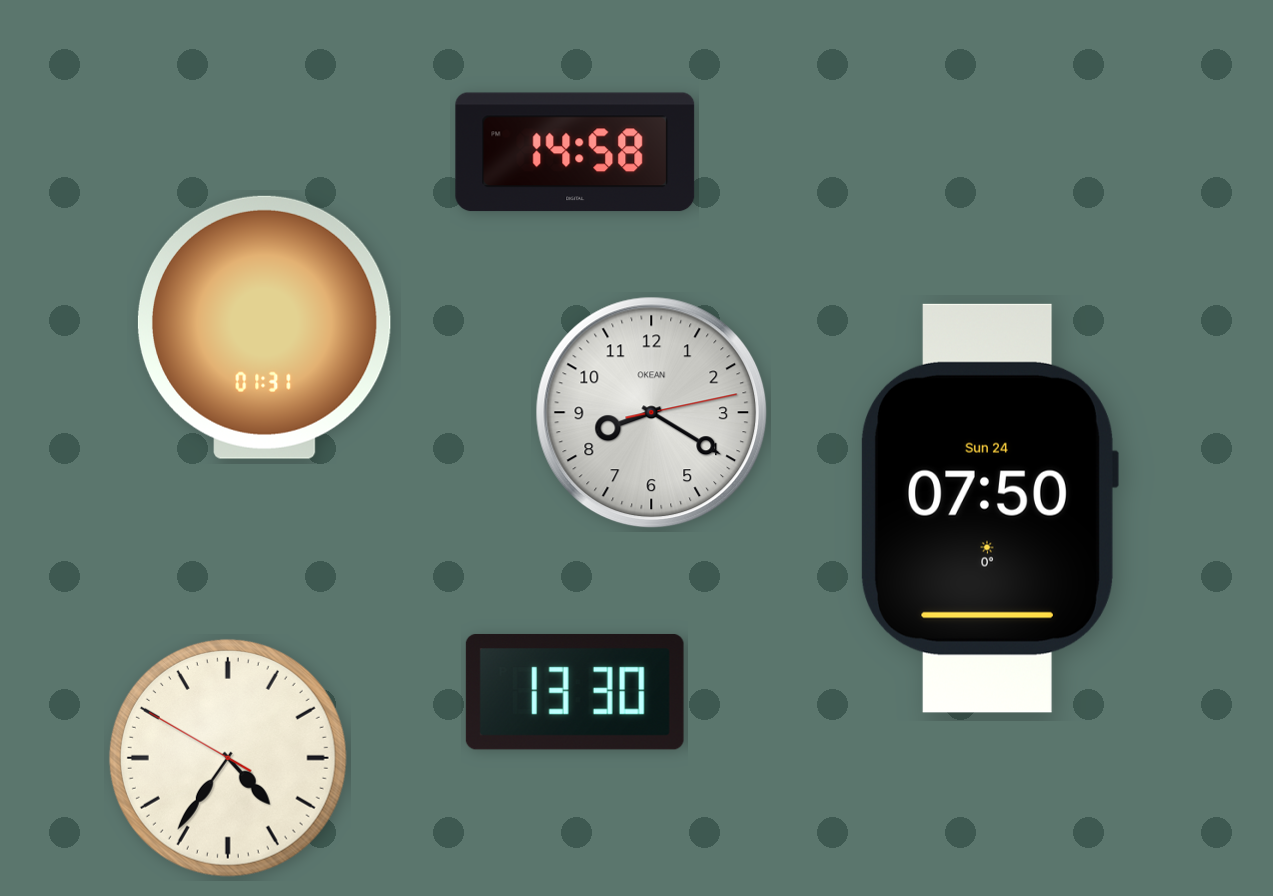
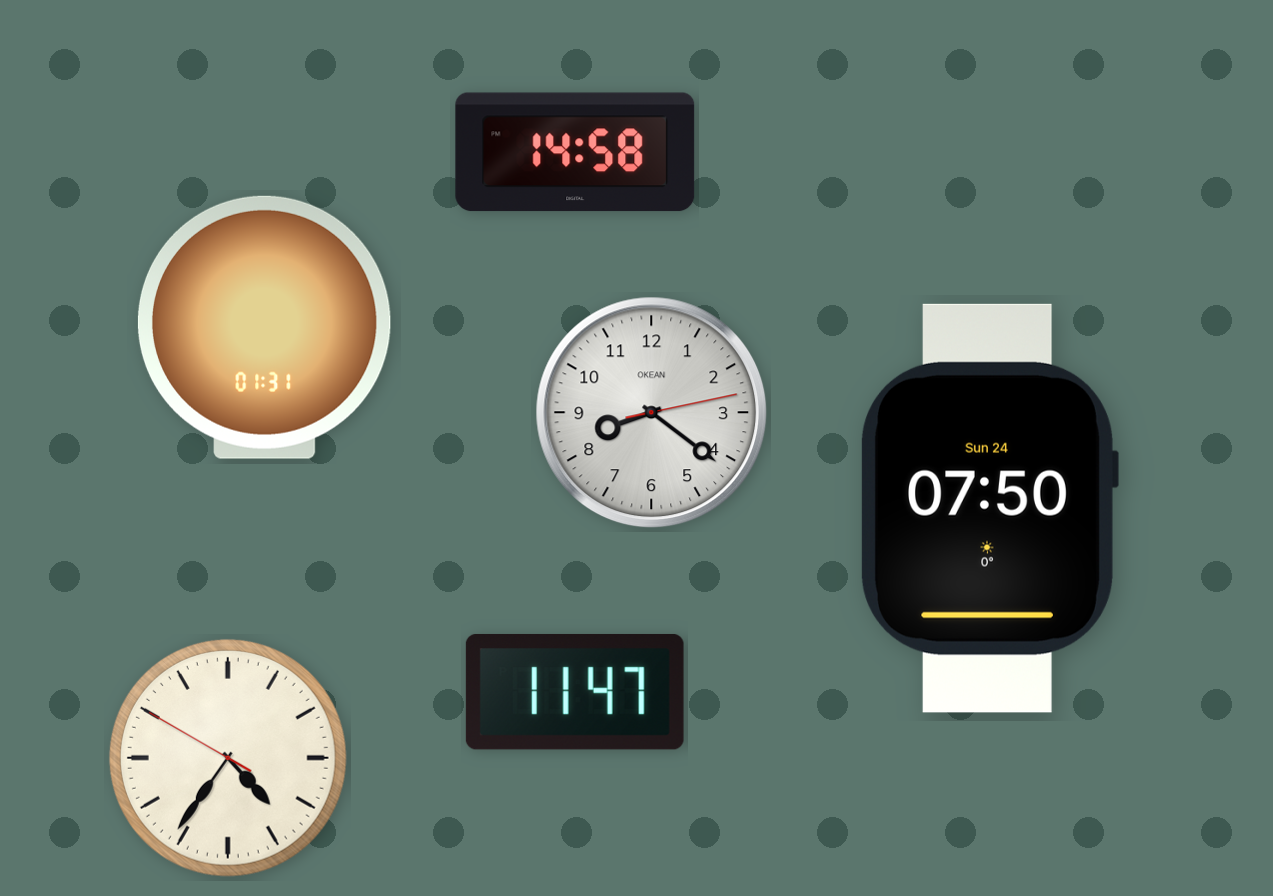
clock at (652, 413): 8:20 -> 8:21
clock at (575, 692): 13:30 -> 11:47
